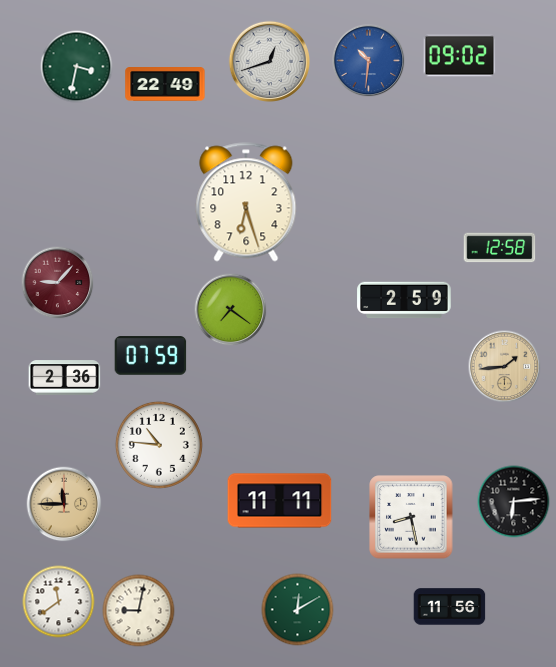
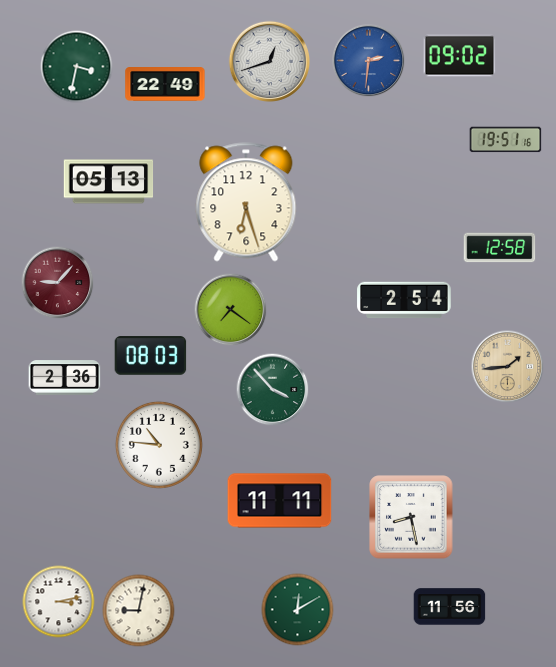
clock at (369, 61): 10:31 -> 2:31
clock at (506, 140): none -> 19:51
clock at (109, 182): none -> 05:13
clock at (404, 300): 2:59 -> 2:54
clock at (151, 356): 07:59 -> 08:03
clock at (505, 367) position: (505, 367) -> (508, 367)
clock at (273, 390): none -> 3:53
clock at (514, 502): 6:14 -> none
clock at (64, 504): 11:45 -> none
clock at (59, 602): 11:39 -> 3:13
